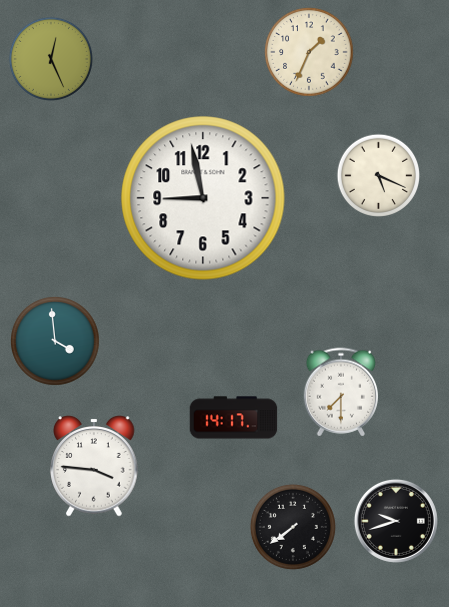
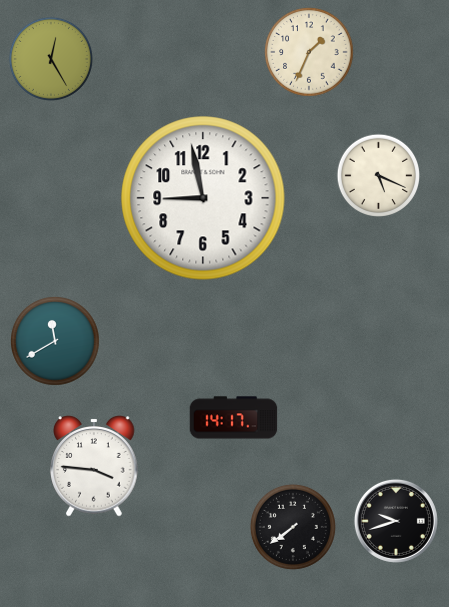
clock at (51, 59): 12:26 -> 12:25
clock at (55, 341): 3:59 -> 11:40
clock at (340, 392): 7:30 -> none
